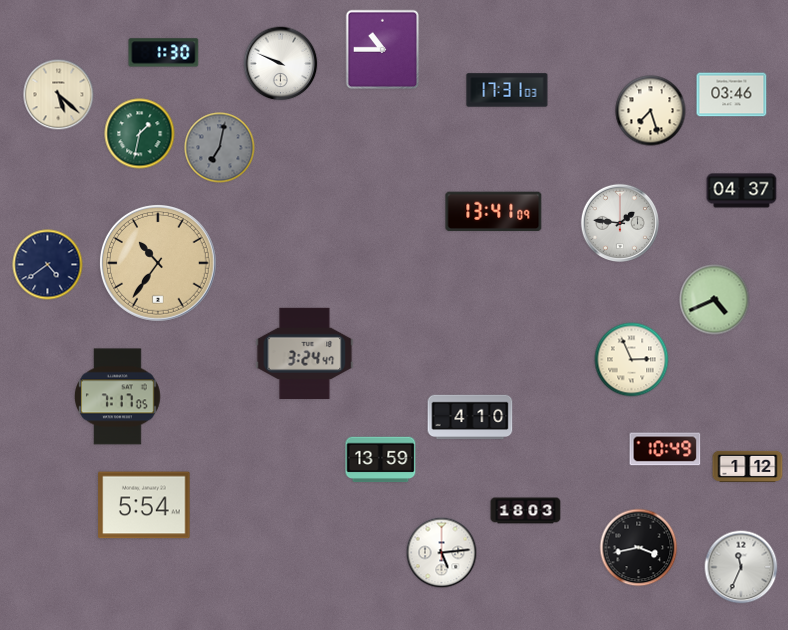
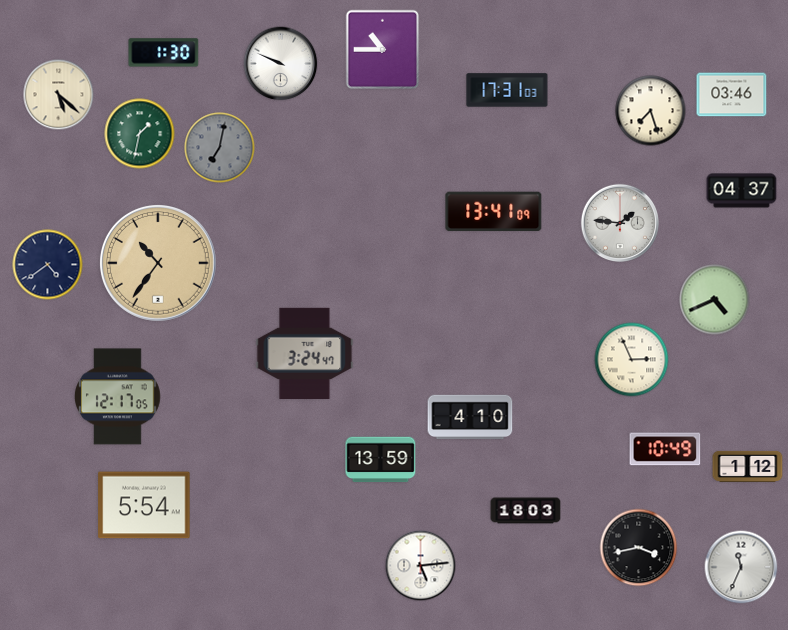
clock at (118, 397): 7:17 -> 12:17
clock at (442, 553) position: (442, 553) -> (421, 566)
